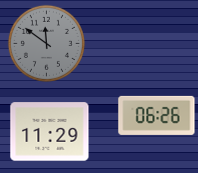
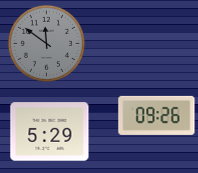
clock at (157, 115): 06:26 -> 09:26
clock at (50, 132): 11:29 -> 5:29
